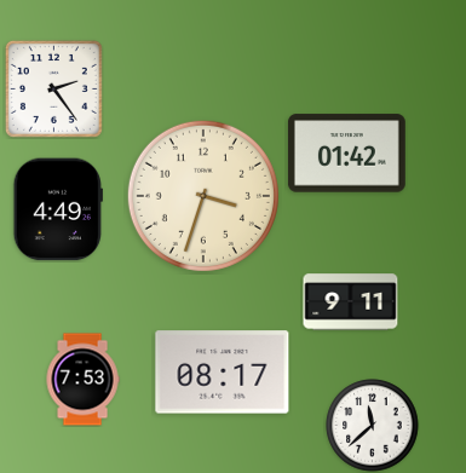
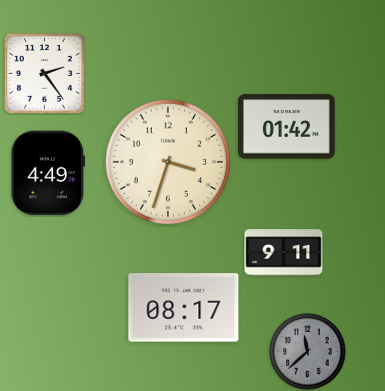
clock at (351, 302) position: (351, 302) -> (284, 253)
clock at (82, 380): 7:53 -> none
clock at (373, 426) dial: white -> grey
